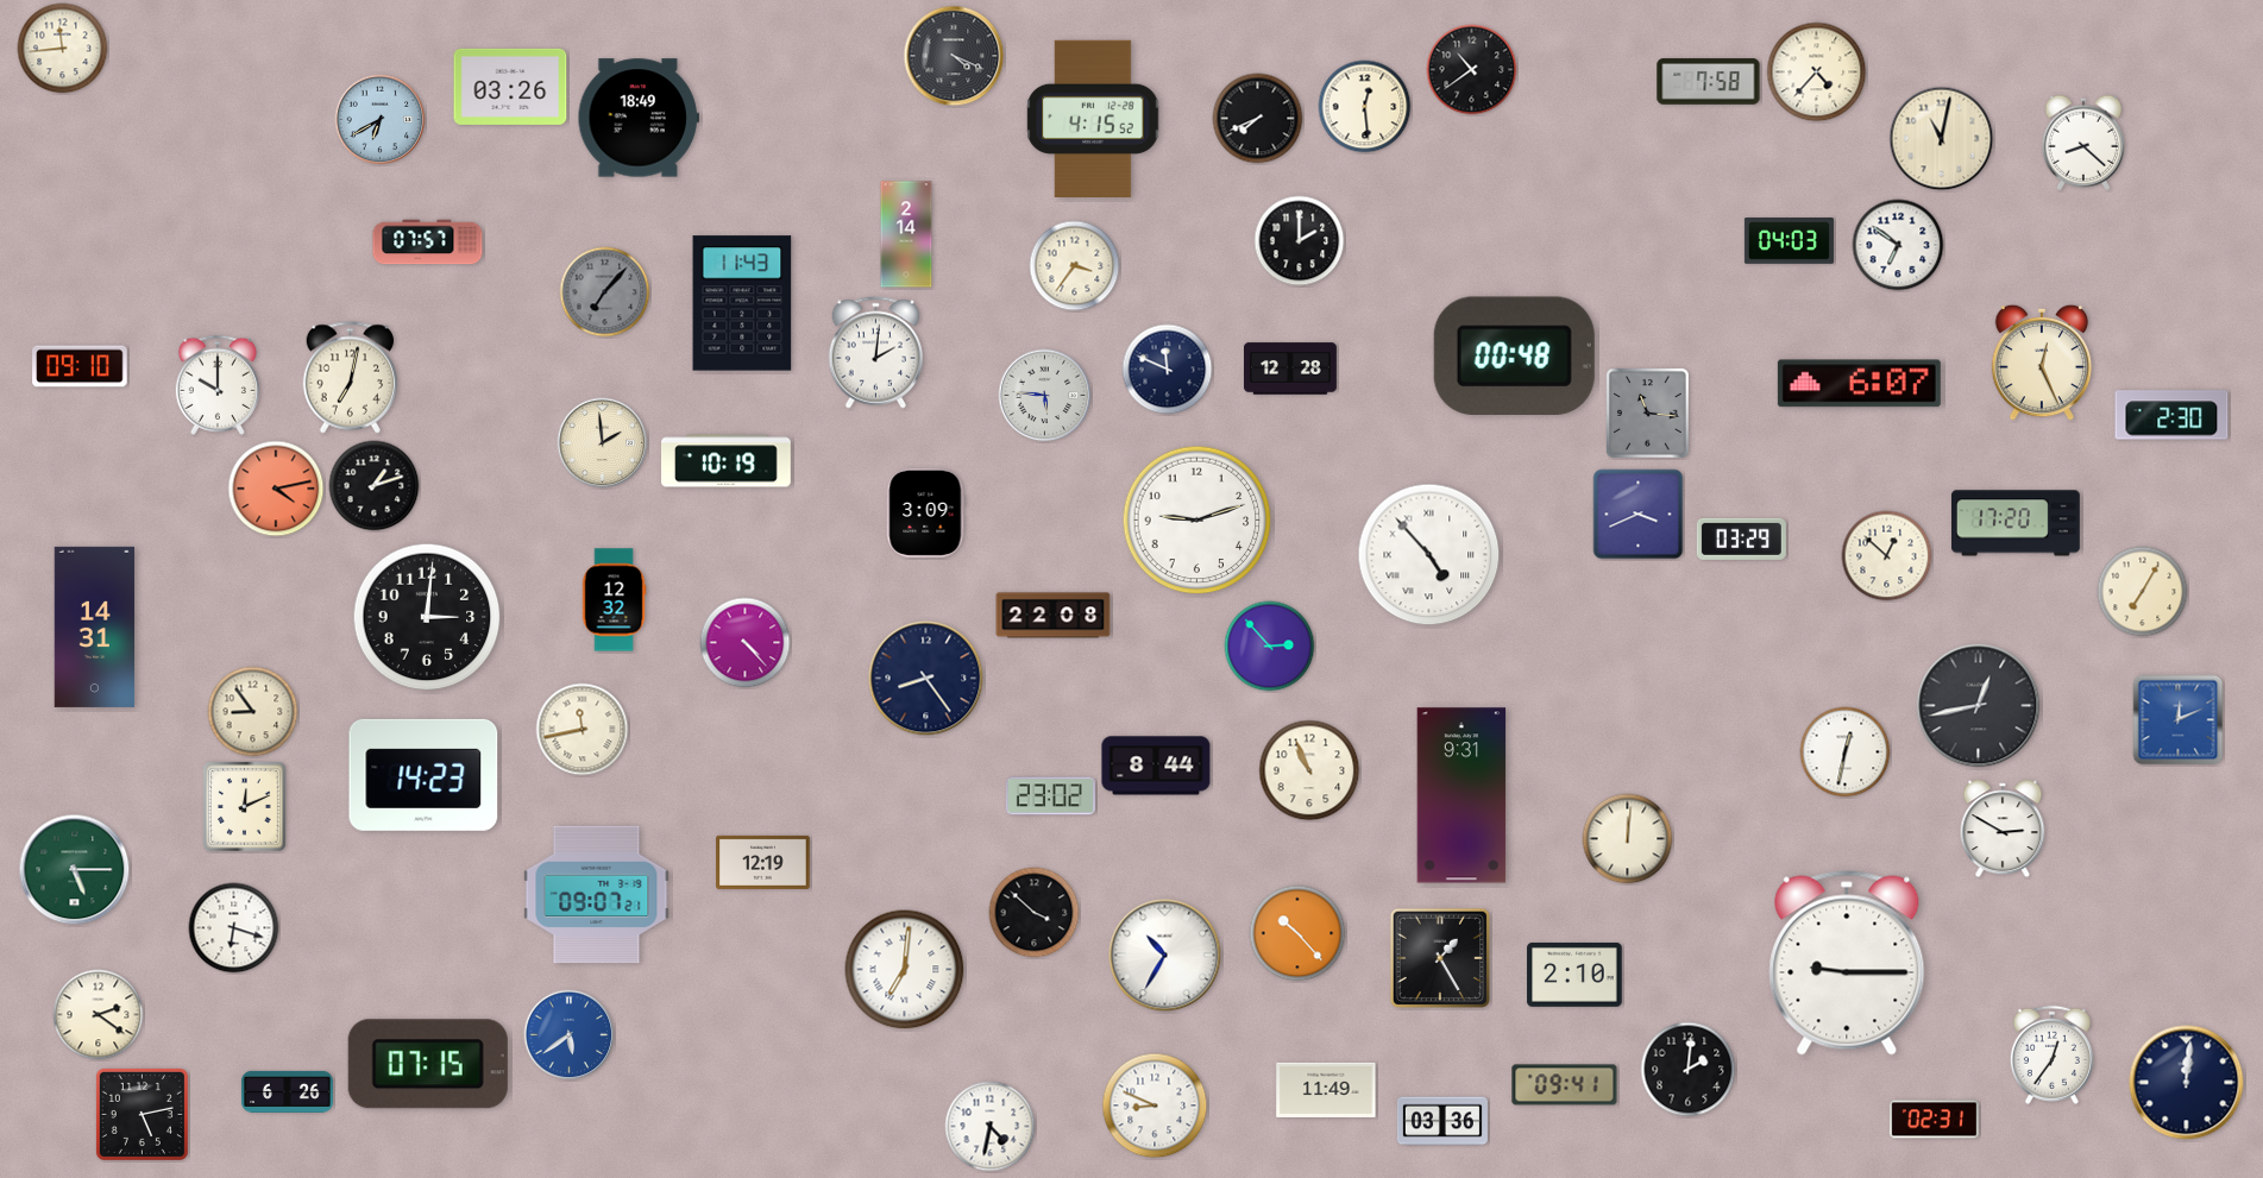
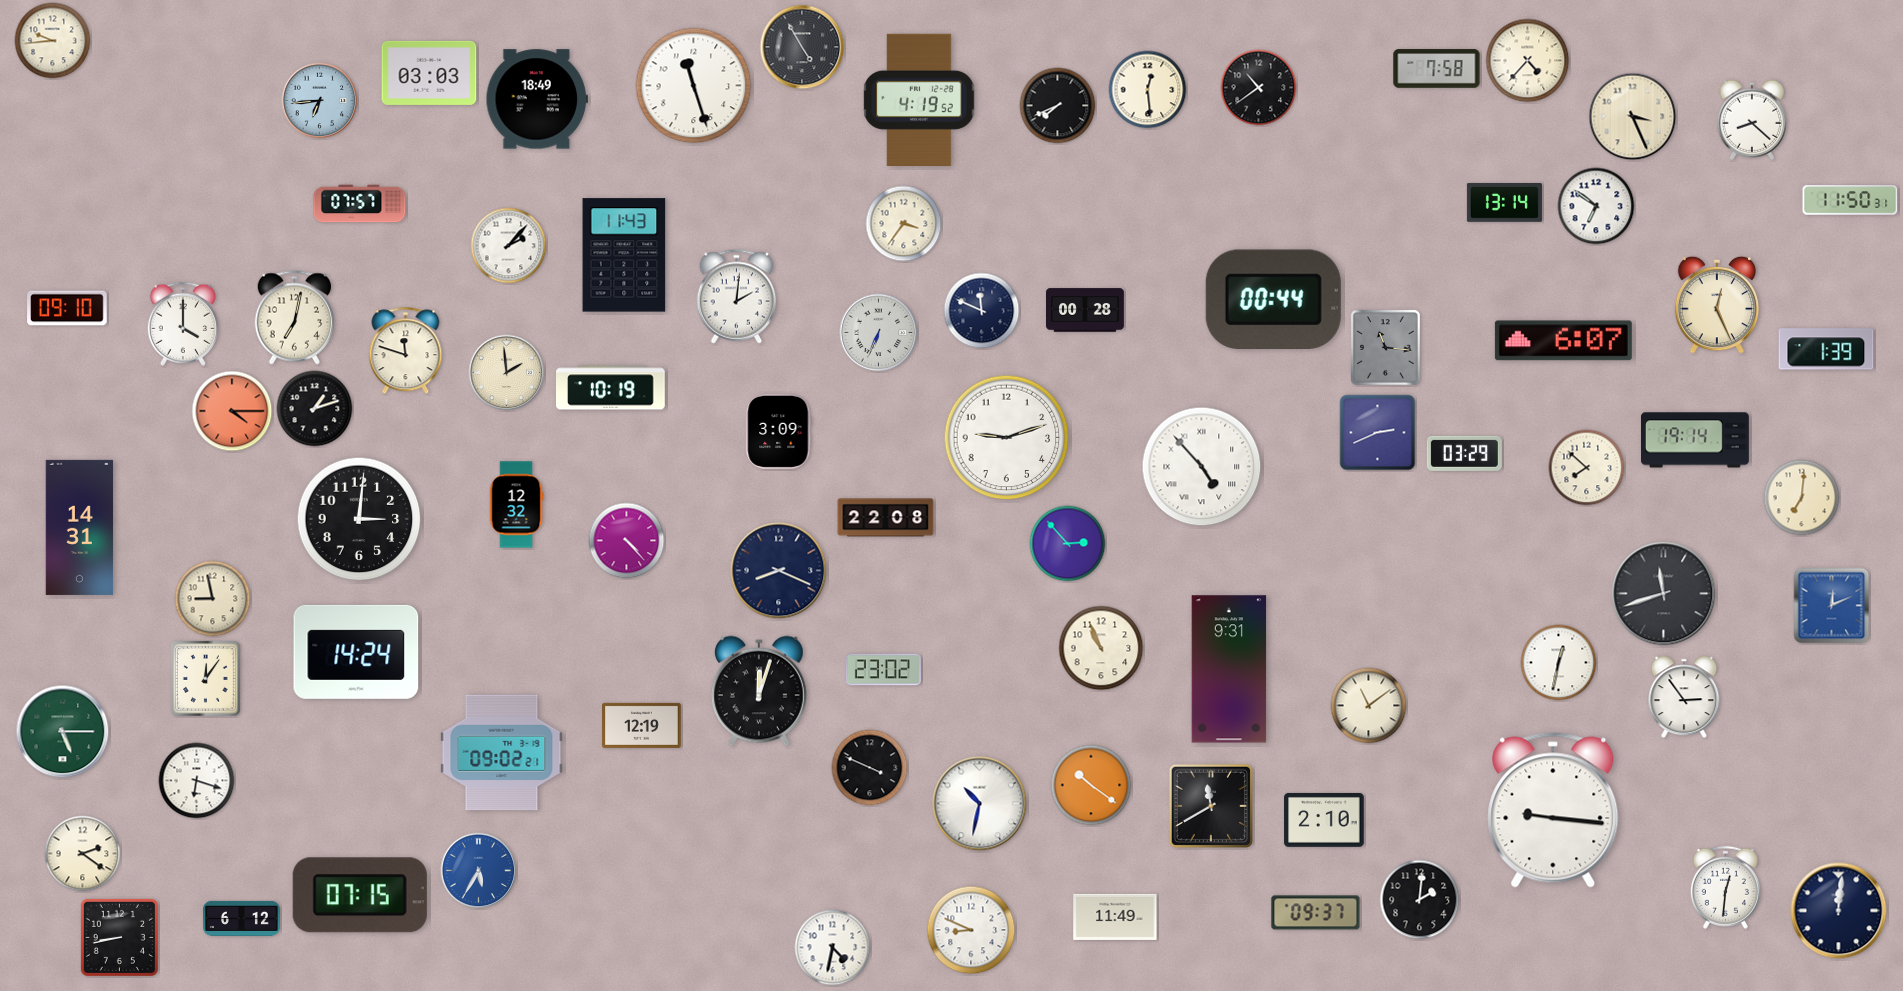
clock at (63, 49): 11:44 -> 9:44
clock at (954, 56): 4:19 -> 4:55
clock at (1472, 70) position: (1472, 70) -> (1259, 88)
clock at (510, 87): 03:26 -> 03:03
clock at (694, 86): none -> 11:27
clock at (1093, 118): 4:15 -> 4:19
clock at (1258, 119) position: (1258, 119) -> (1058, 106)
clock at (381, 120): 6:40 -> 6:44
clock at (1942, 139): 11:02 -> 3:26
clock at (906, 234): 2:14 -> none
clock at (1850, 200): none -> 11:50
clock at (1300, 241): 2:00 -> none
clock at (1789, 241): 04:03 -> 13:14
clock at (605, 292): 7:07 -> 2:07
clock at (605, 292) dial: grey -> white
clock at (1514, 355): 00:48 -> 00:44
clock at (1291, 368): 12:28 -> 00:28
clock at (1859, 384) position: (1859, 384) -> (1563, 341)
clock at (216, 385): 10:00 -> 4:00
clock at (1045, 396): 5:46 -> 6:34
clock at (2171, 415): 2:30 -> 1:39
clock at (406, 351): none -> 11:48
clock at (276, 489): 4:13 -> 4:15
clock at (1639, 515): 3:41 -> 2:41
clock at (2016, 523): 17:20 -> 19:14
clock at (1887, 556): 12:52 -> 7:52
clock at (2143, 592): 7:05 -> 7:01
clock at (926, 679): 8:24 -> 8:19
clock at (1979, 706): 12:43 -> 11:42
clock at (253, 712): 8:54 -> 8:58
clock at (583, 730): 11:43 -> none
clock at (1846, 752) position: (1846, 752) -> (1559, 663)
clock at (1156, 766): 8:44 -> none
clock at (423, 775): 14:23 -> 14:24
clock at (245, 807): 12:11 -> 12:06
clock at (759, 691): none -> 12:03
clock at (2003, 829): 2:50 -> 2:54
clock at (1628, 839): 12:01 -> 11:09
clock at (597, 895): 09:07 -> 09:02
clock at (1035, 913): 3:52 -> 3:49
clock at (1297, 933): 10:23 -> 10:21
clock at (1165, 956): 10:35 -> 10:32
clock at (1440, 958): 1:25 -> 11:40
clock at (1847, 963): 9:15 -> 9:16
clock at (905, 970): 7:01 -> none
clock at (570, 1035): 5:39 -> 5:35
clock at (2051, 1054): 12:36 -> 12:31
clock at (1565, 1085): 09:41 -> 09:37
clock at (288, 1091): 6:26 -> 6:12
clock at (142, 1114): 5:13 -> 8:43
clock at (1934, 1120): 02:31 -> none
clock at (1442, 1121): 03:36 -> none
